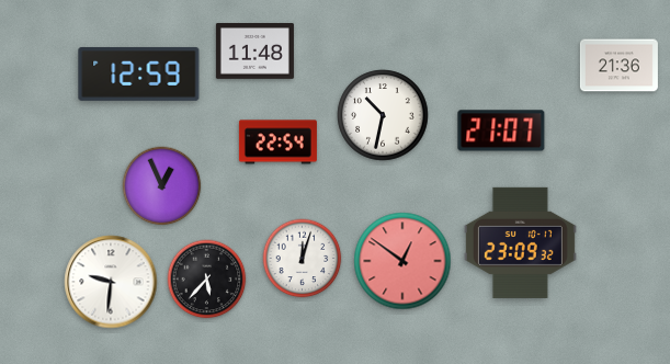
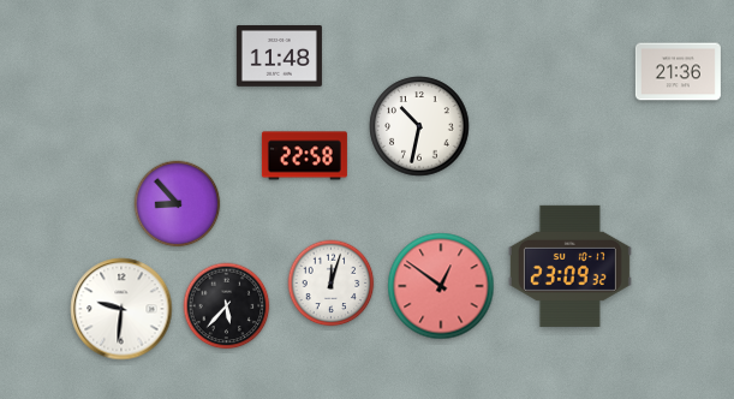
clock at (139, 73): 12:59 -> none
clock at (501, 130): 21:07 -> none
clock at (277, 143): 22:54 -> 22:58
clock at (162, 186): 12:56 -> 8:53
